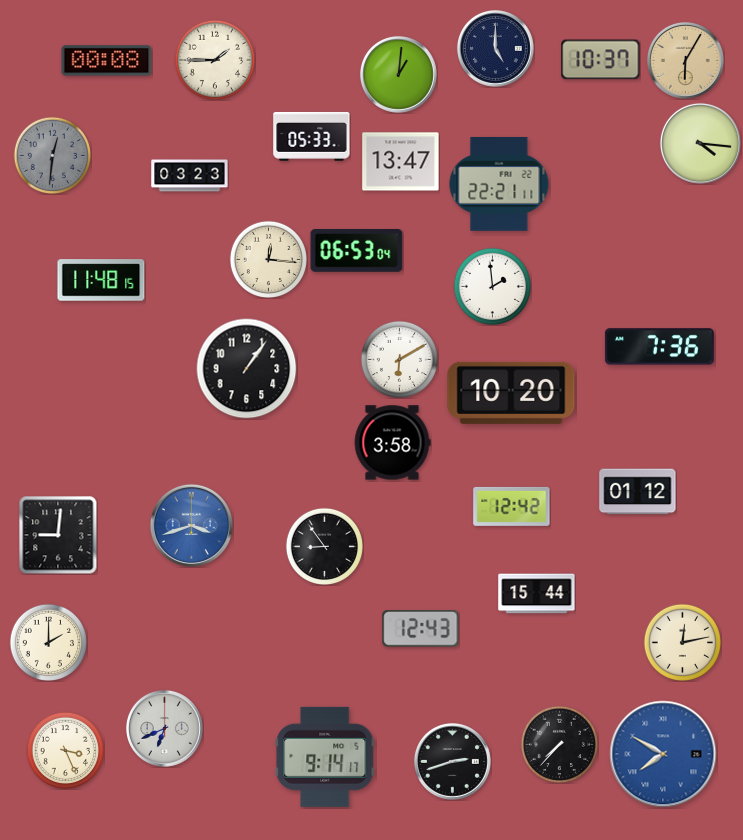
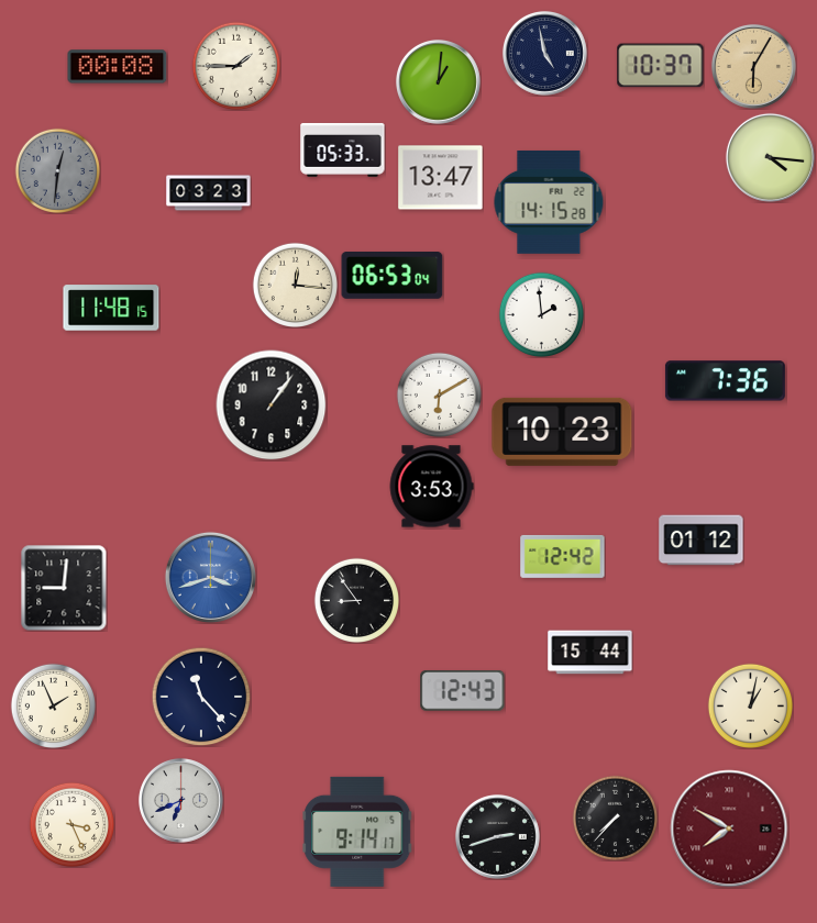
clock at (495, 48): 5:00 -> 4:58
clock at (499, 184): 22:21 -> 14:15
clock at (511, 393): 10:20 -> 10:23
clock at (392, 443): 3:58 -> 3:53
clock at (201, 697): none -> 11:23
clock at (48, 642): 2:00 -> 1:56
clock at (682, 642): 12:13 -> 1:02
clock at (663, 754) dial: blue -> burgundy
